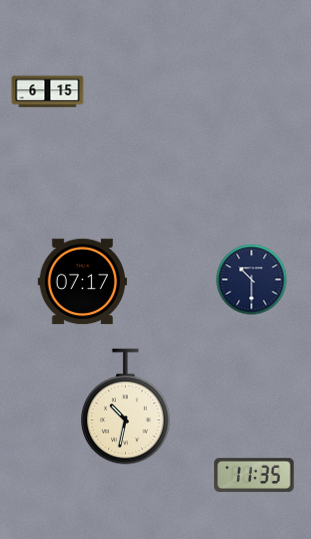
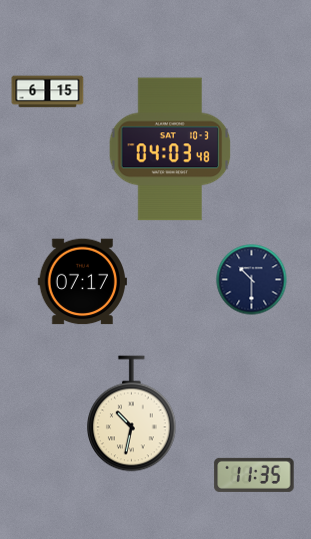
clock at (170, 149): none -> 04:03
clock at (126, 407) position: (126, 407) -> (132, 414)
